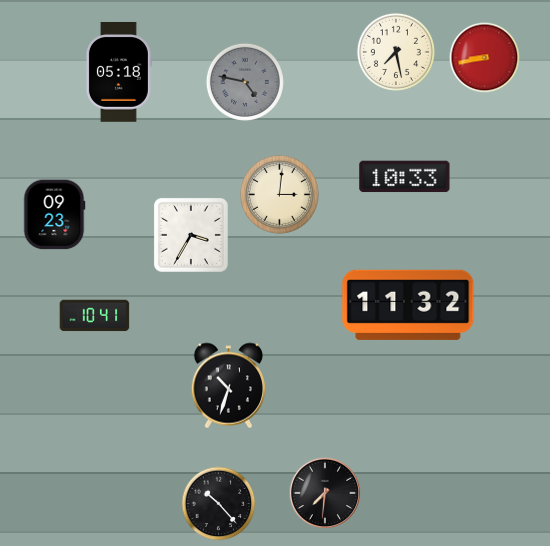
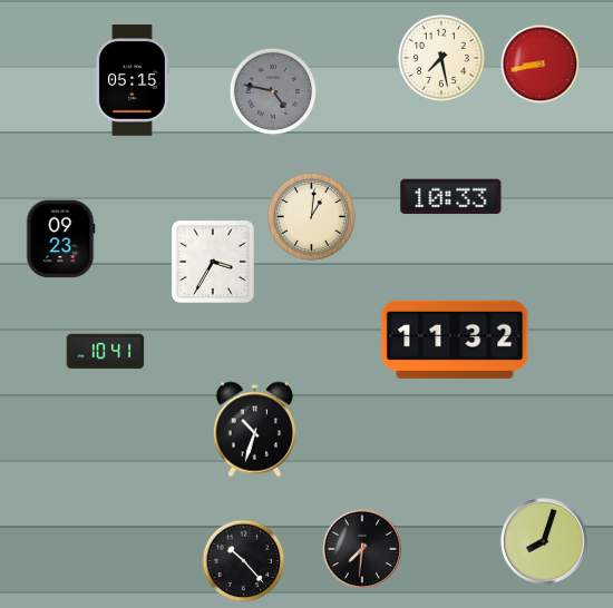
clock at (118, 73): 05:18 -> 05:15
clock at (279, 194): 3:01 -> 1:01
clock at (544, 541): none -> 8:03
